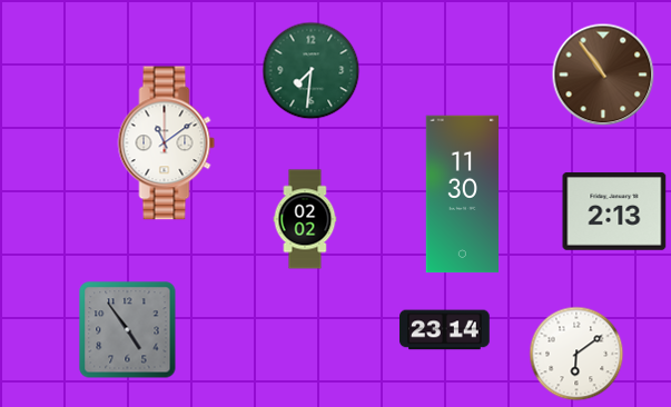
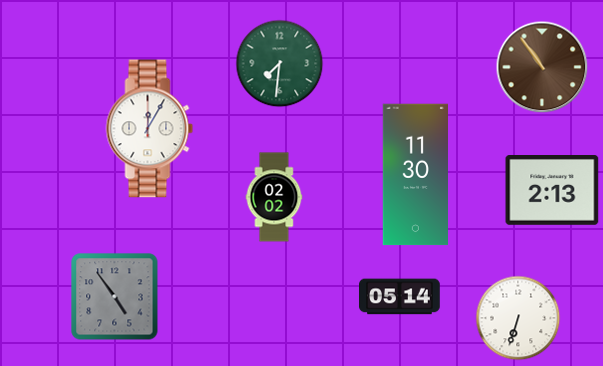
clock at (167, 143): 11:09 -> 12:05
clock at (445, 330): 23:14 -> 05:14
clock at (576, 354): 6:09 -> 6:33
